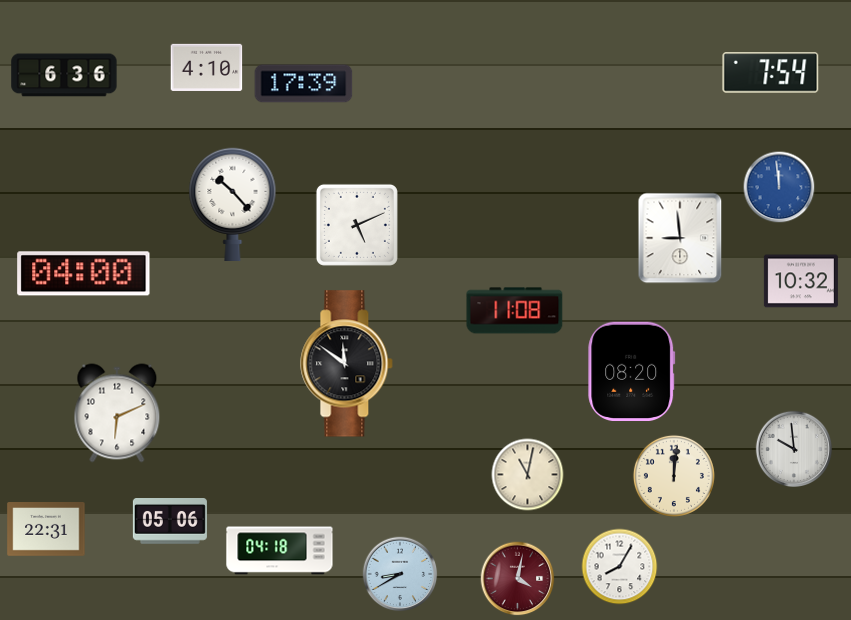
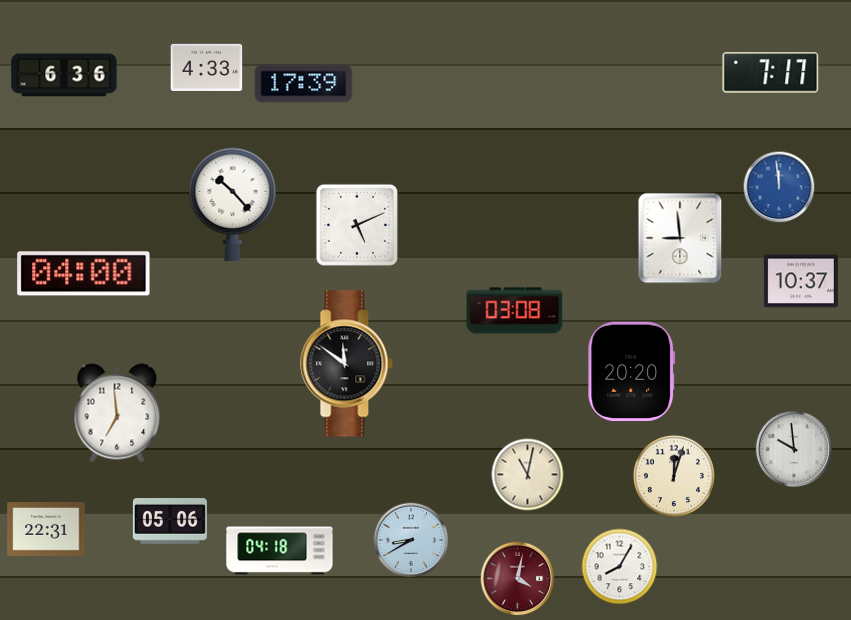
clock at (207, 67): 4:10 -> 4:33
clock at (771, 73): 7:54 -> 7:17
clock at (801, 281): 10:32 -> 10:37
clock at (515, 311): 11:08 -> 03:08
clock at (632, 371): 08:20 -> 20:20
clock at (117, 413): 6:11 -> 6:59
clock at (674, 476): 12:01 -> 12:03
clock at (400, 574) position: (400, 574) -> (411, 540)
